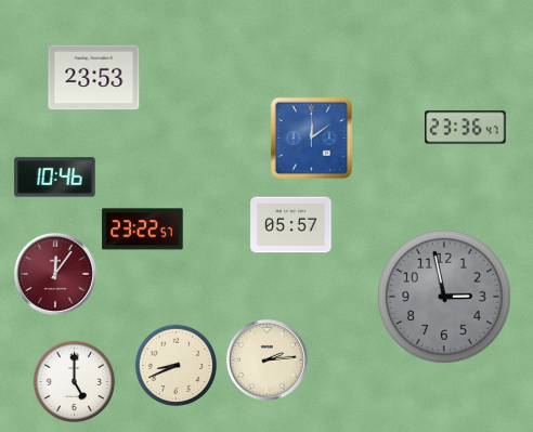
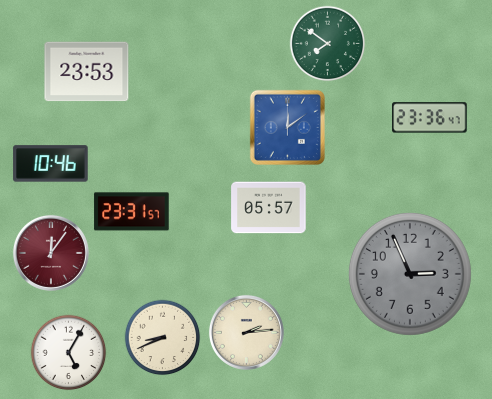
clock at (328, 44): none -> 7:51
clock at (143, 230): 23:22 -> 23:31
clock at (444, 297): 2:58 -> 2:56
clock at (75, 382): 5:00 -> 5:05
